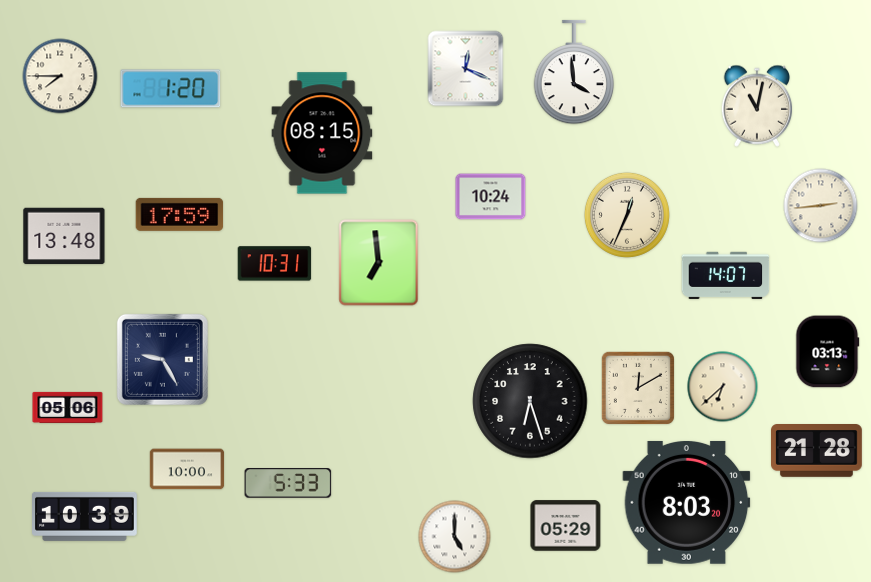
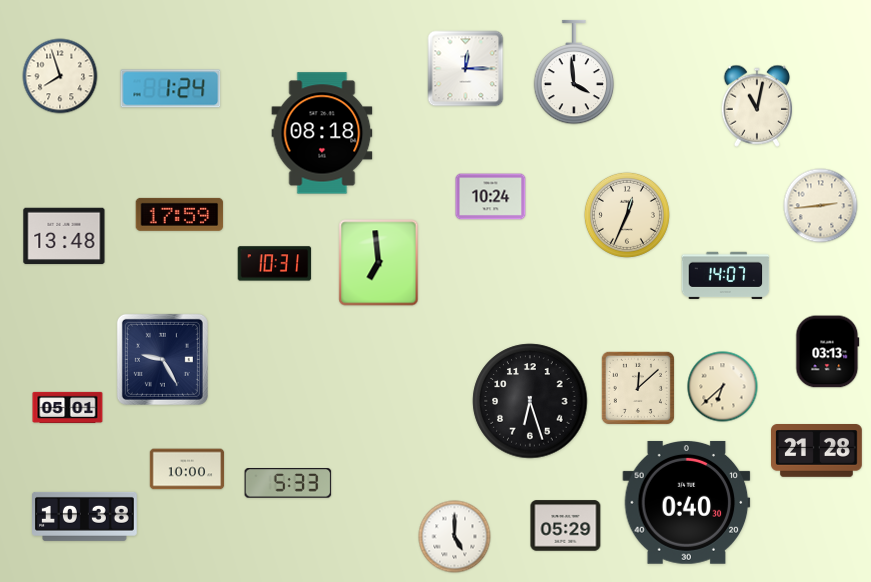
clock at (466, 69): 12:19 -> 12:15
clock at (60, 76): 7:45 -> 7:57
clock at (171, 89): 1:20 -> 1:24
clock at (322, 133): 08:15 -> 08:18
clock at (638, 388): 12:10 -> 12:08
clock at (68, 407): 05:06 -> 05:01
clock at (687, 502): 8:03 -> 0:40
clock at (85, 516): 10:39 -> 10:38
